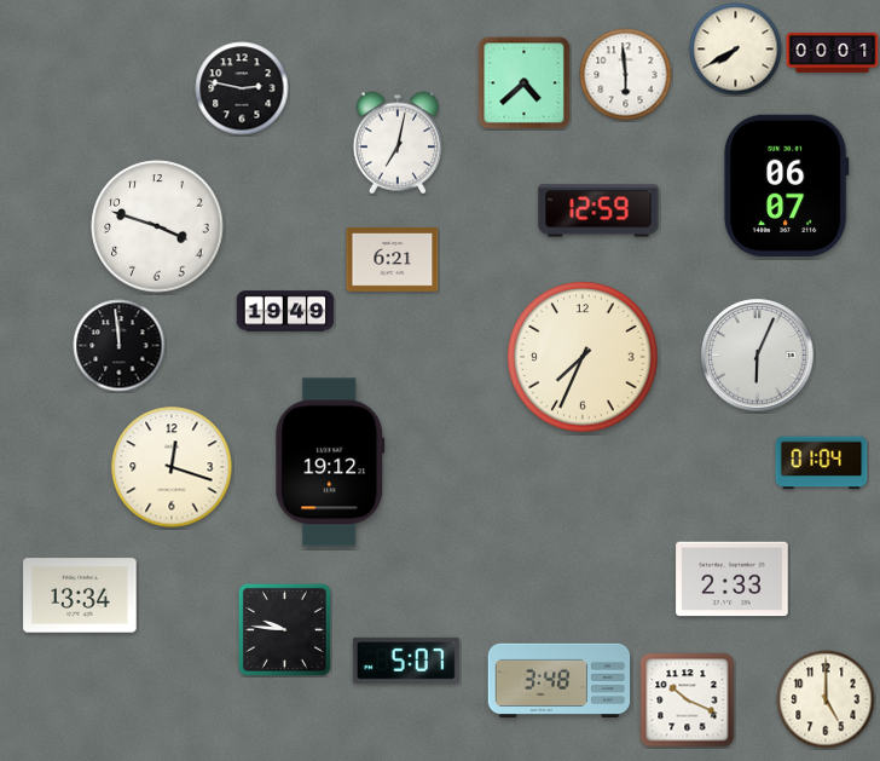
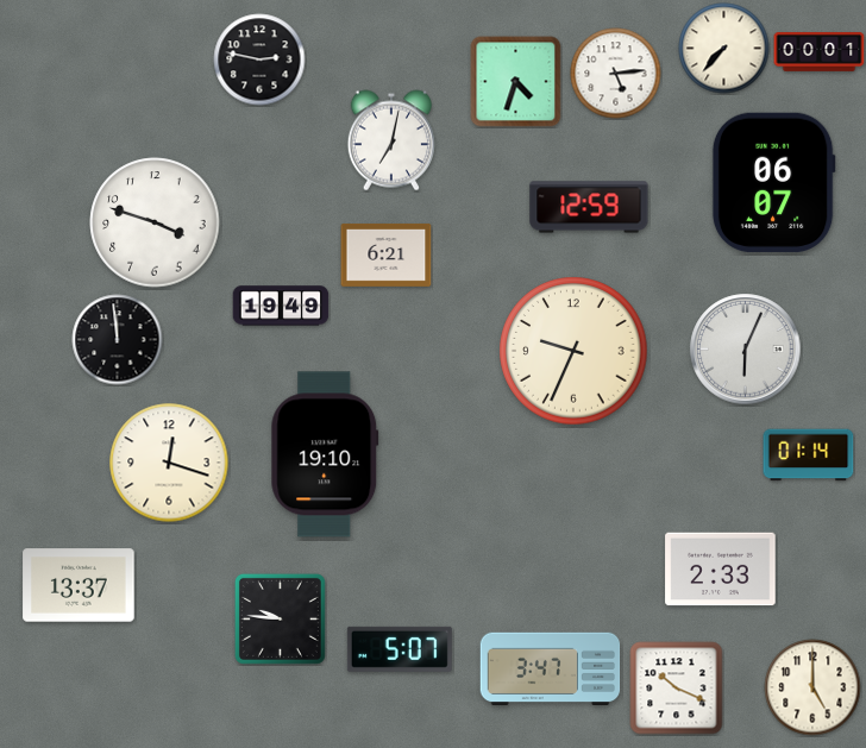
clock at (736, 50): 7:40 -> 7:37
clock at (626, 75): 5:59 -> 5:14
clock at (525, 83): 4:38 -> 4:33
clock at (242, 88) position: (242, 88) -> (259, 59)
clock at (583, 357): 7:34 -> 9:34
clock at (330, 462): 19:12 -> 19:10
clock at (822, 463): 01:04 -> 01:14
clock at (172, 467) position: (172, 467) -> (169, 463)
clock at (80, 595): 13:34 -> 13:37
clock at (560, 680): 3:48 -> 3:47
